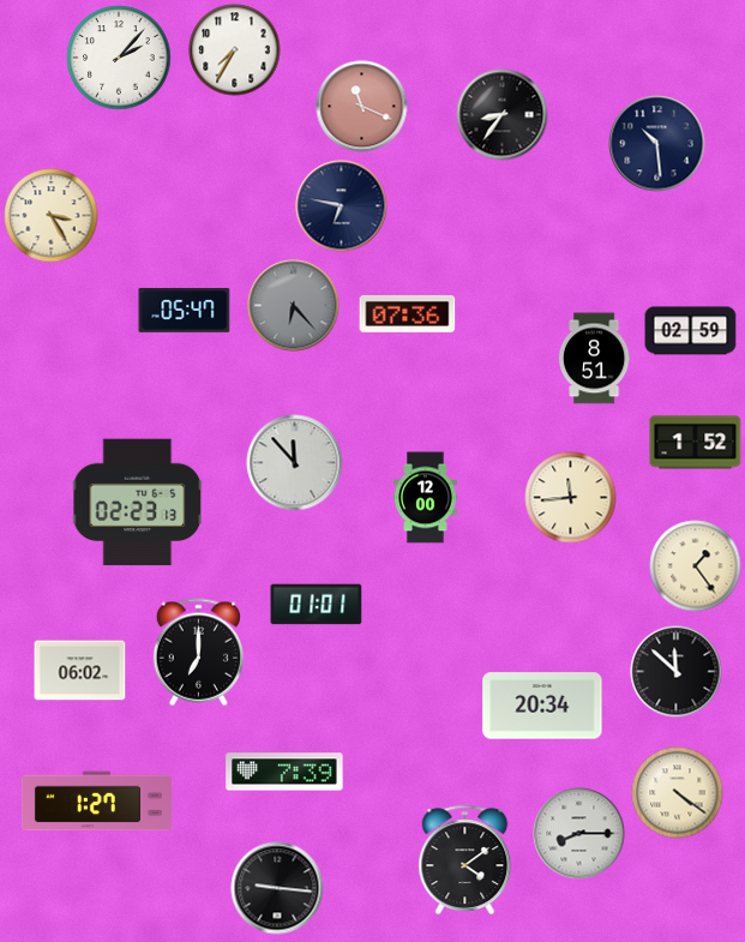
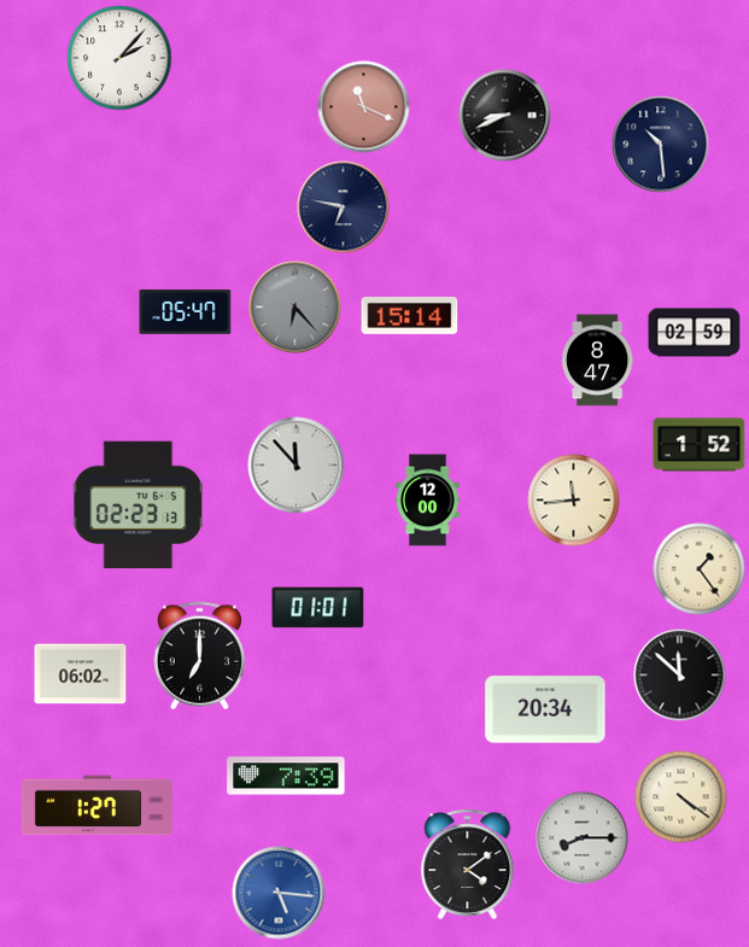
clock at (235, 50): 7:35 -> none
clock at (503, 115): 8:36 -> 8:41
clock at (52, 216): 3:25 -> none
clock at (408, 314): 07:36 -> 15:14
clock at (594, 359): 8:51 -> 8:47
clock at (277, 888): 9:16 -> 5:16
clock at (277, 888) dial: black -> blue
